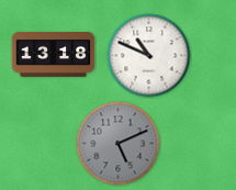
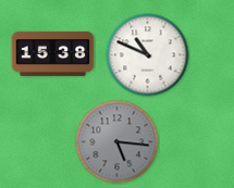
clock at (54, 54): 13:18 -> 15:38
clock at (119, 144): 5:11 -> 5:16
